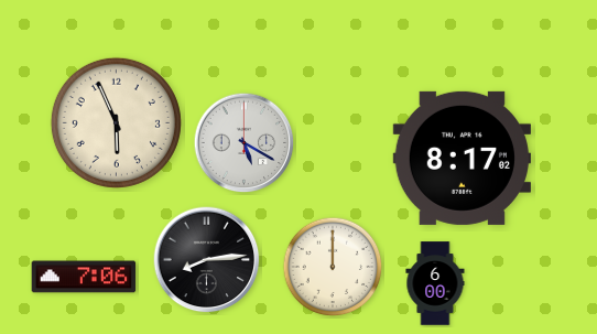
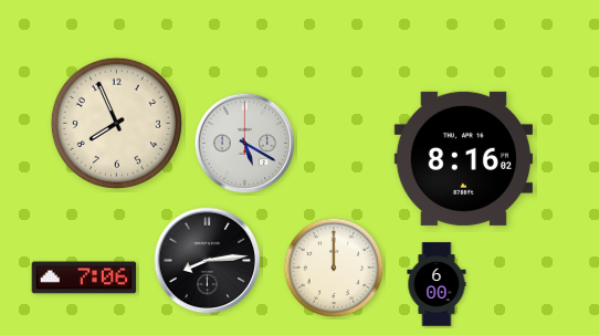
clock at (116, 122): 5:56 -> 7:56
clock at (462, 158): 8:17 -> 8:16
